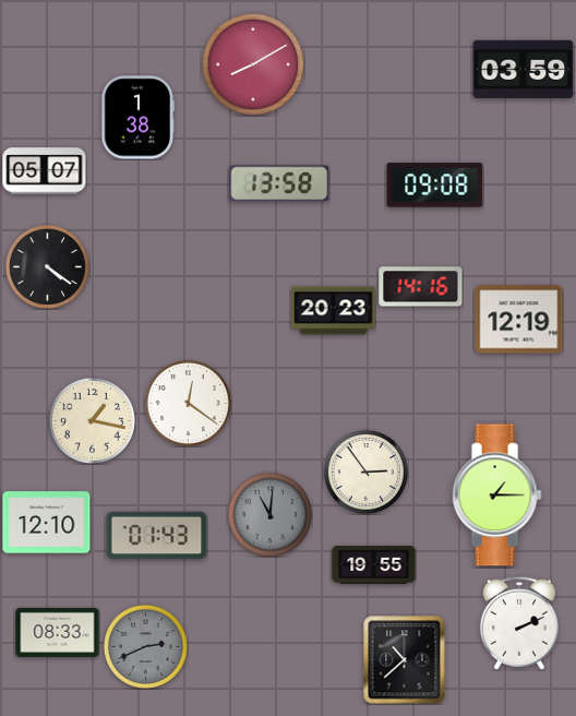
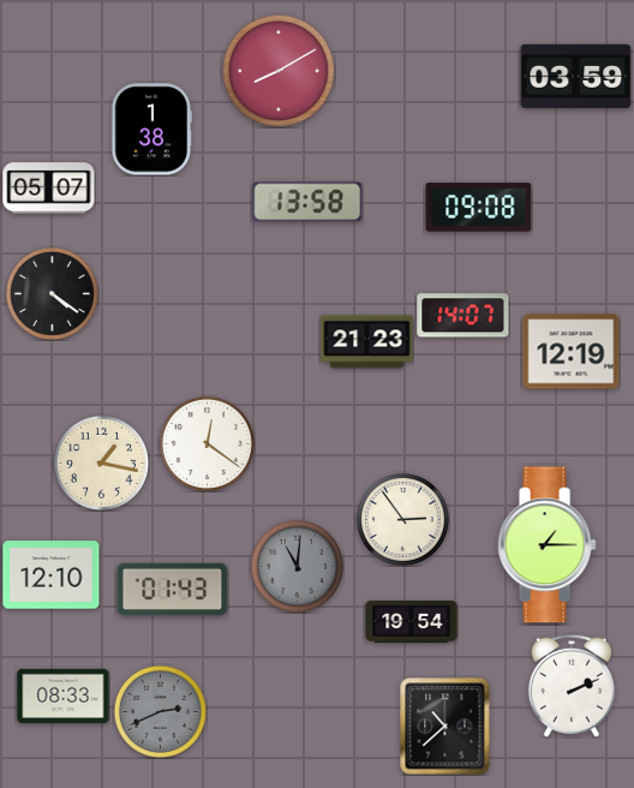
clock at (435, 186) position: (435, 186) -> (479, 208)
clock at (421, 287): 14:16 -> 14:07
clock at (334, 311): 20:23 -> 21:23
clock at (374, 565): 19:55 -> 19:54
